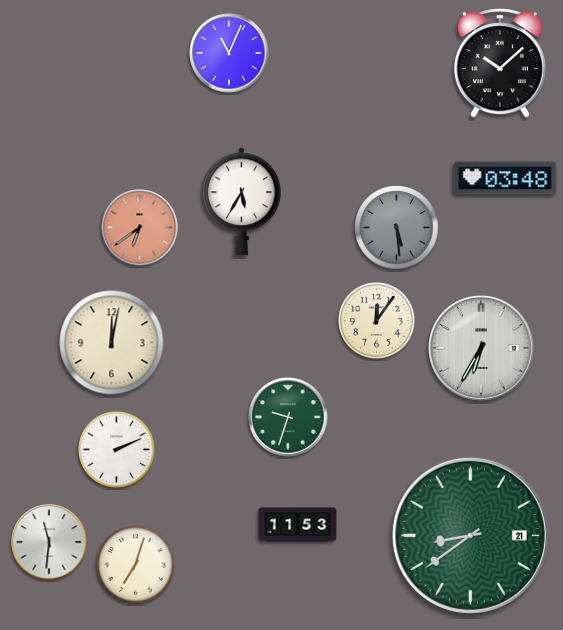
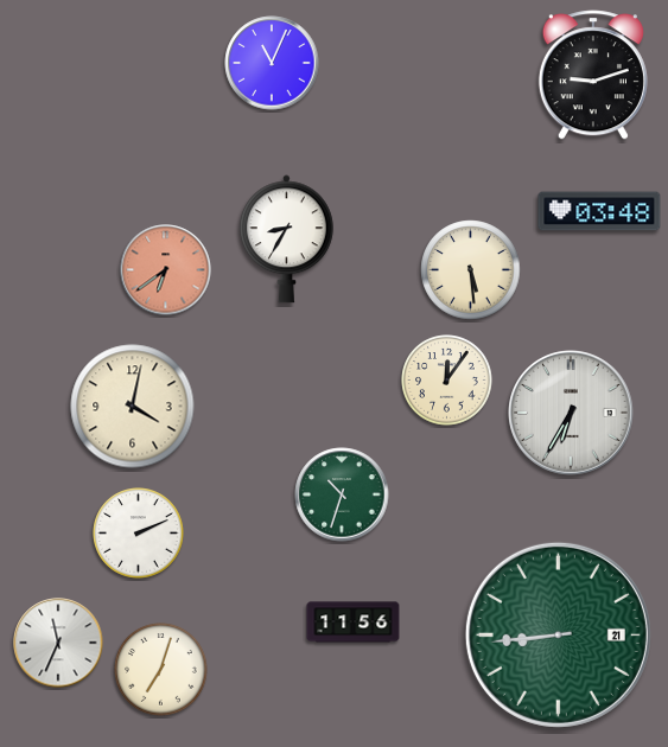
clock at (500, 63): 10:08 -> 9:12
clock at (241, 202): 5:35 -> 8:35
clock at (397, 228) dial: grey -> cream
clock at (112, 343): 12:02 -> 4:02
clock at (288, 417): 9:33 -> 10:33
clock at (298, 525): 11:53 -> 11:56
clock at (470, 535): 8:39 -> 8:44
clock at (49, 542): 11:31 -> 11:34
